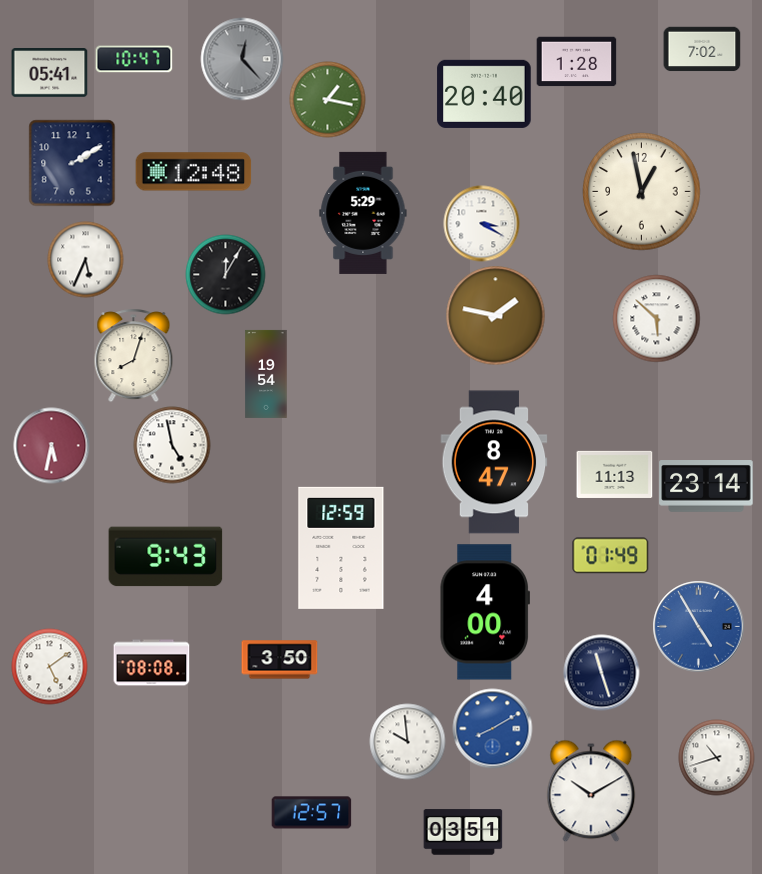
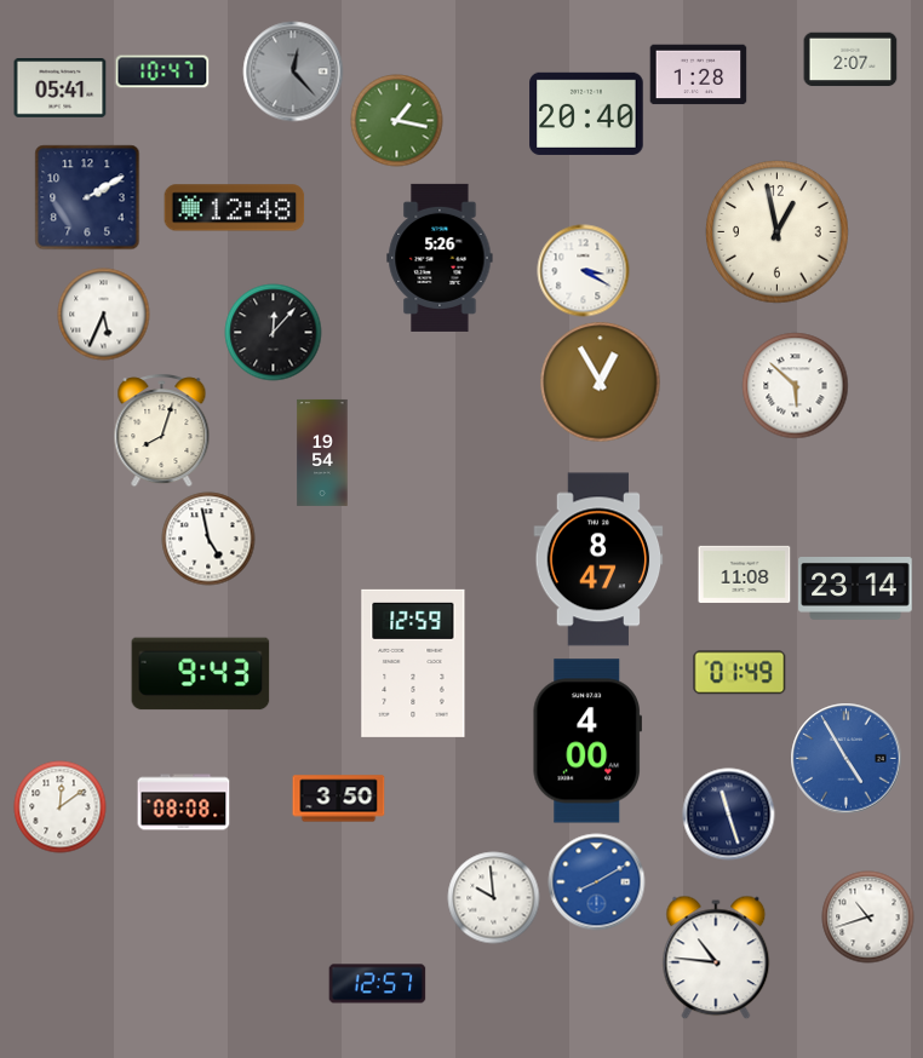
clock at (702, 49): 7:02 -> 2:07
clock at (363, 213): 5:29 -> 5:26
clock at (226, 275): 12:05 -> 12:07
clock at (496, 316): 1:47 -> 12:55
clock at (52, 446): 5:32 -> none
clock at (615, 474): 11:13 -> 11:08
clock at (50, 667): 5:09 -> 12:09
clock at (591, 791): 10:10 -> 10:46
clock at (463, 832): 03:51 -> none
